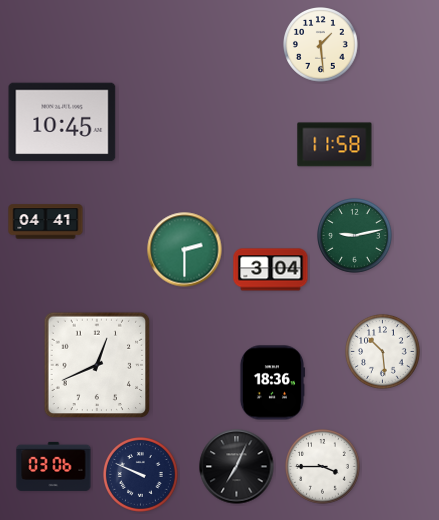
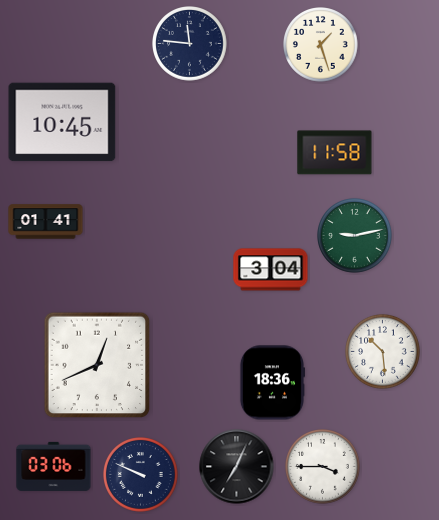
clock at (190, 44): none -> 11:46
clock at (321, 45): 1:29 -> 1:27
clock at (335, 145) position: (335, 145) -> (335, 153)
clock at (46, 222): 04:41 -> 01:41
clock at (185, 250): 2:30 -> none
